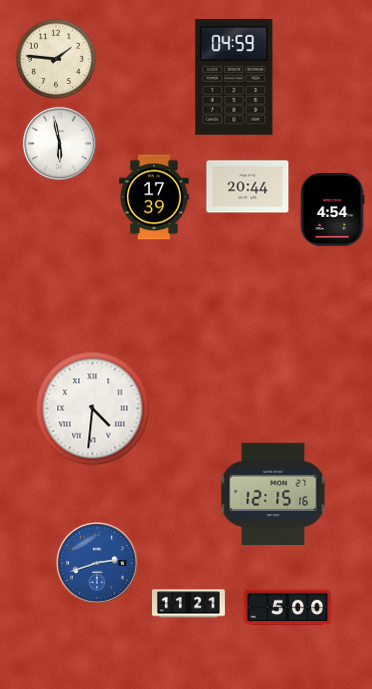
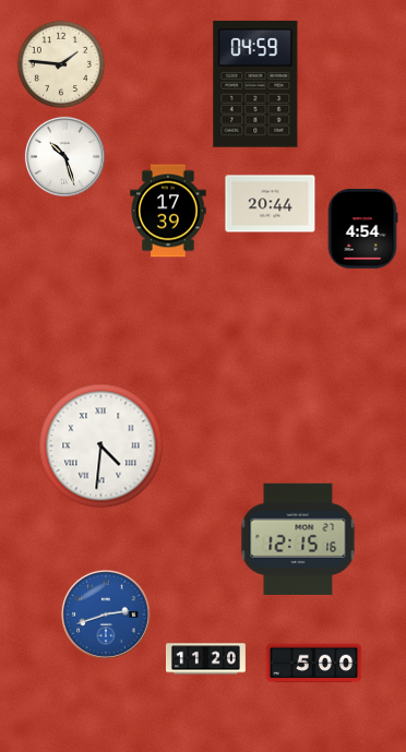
clock at (59, 143): 5:58 -> 10:27
clock at (154, 197) position: (154, 197) -> (168, 211)
clock at (189, 604): 11:21 -> 11:20
